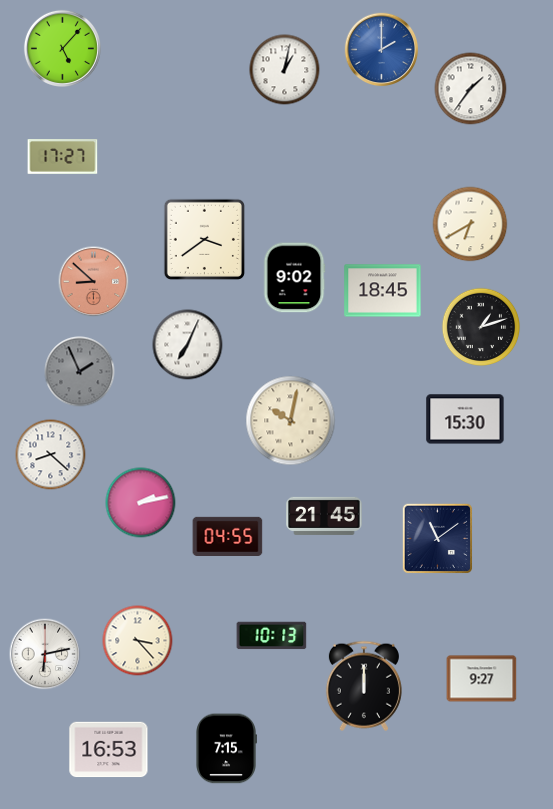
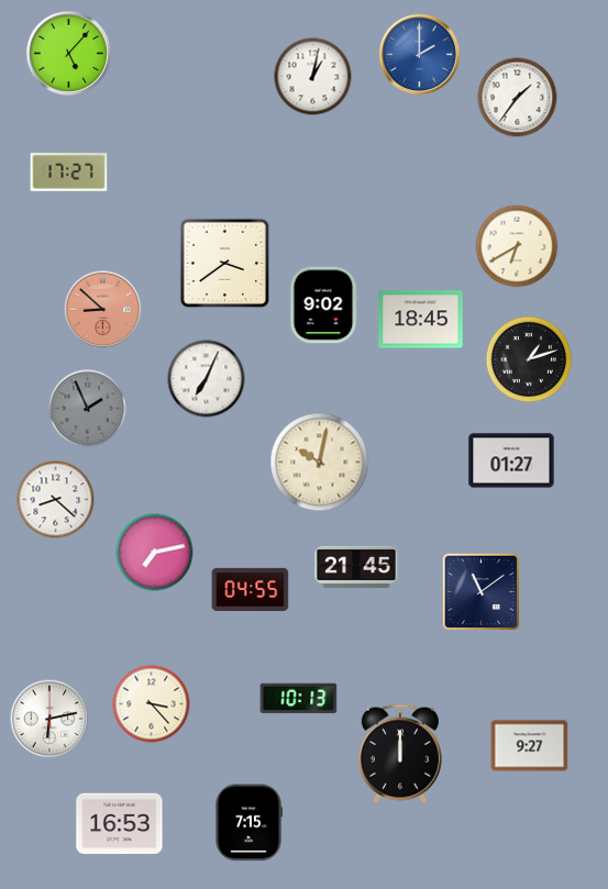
clock at (465, 419): 15:30 -> 01:27
clock at (141, 503): 2:13 -> 7:13
